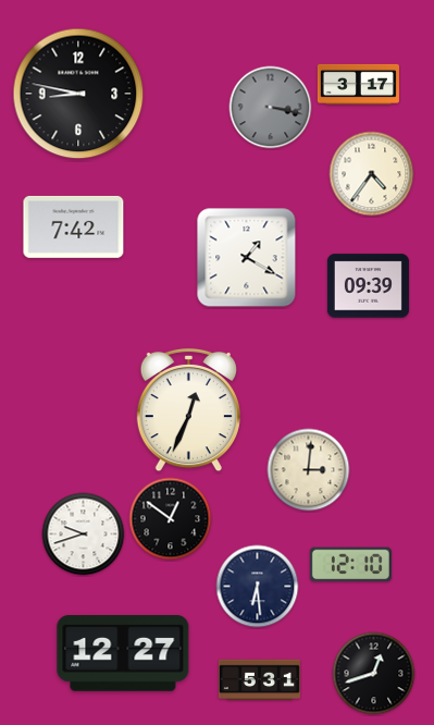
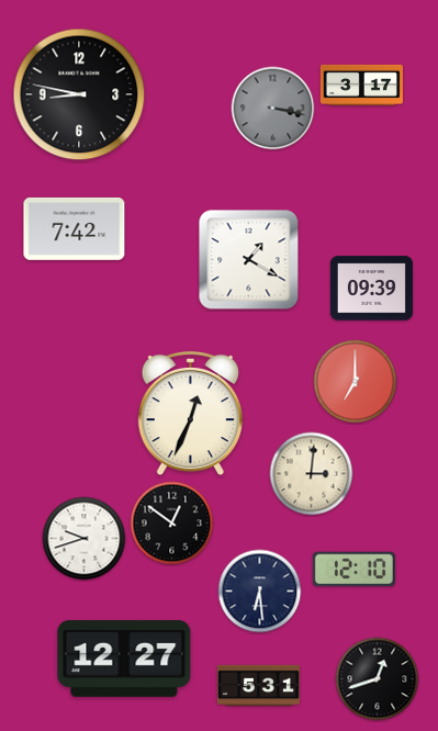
clock at (372, 174): 4:36 -> none
clock at (356, 382): none -> 7:00
clock at (259, 680) position: (259, 680) -> (258, 686)
